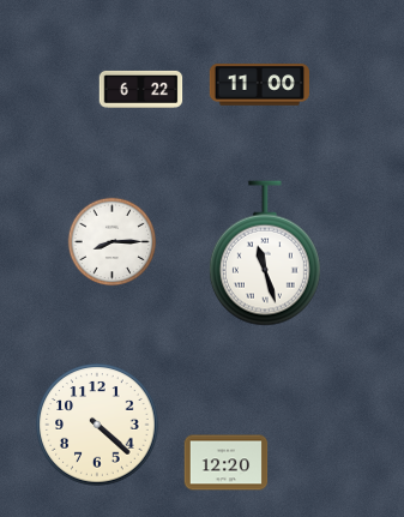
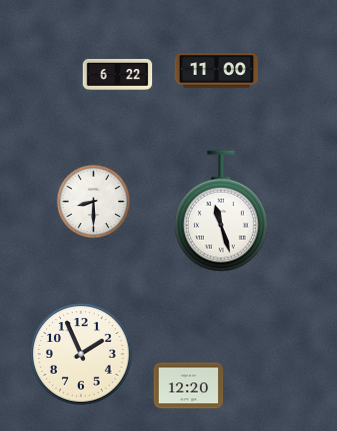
clock at (113, 242): 8:15 -> 8:30
clock at (97, 425): 4:22 -> 1:56
